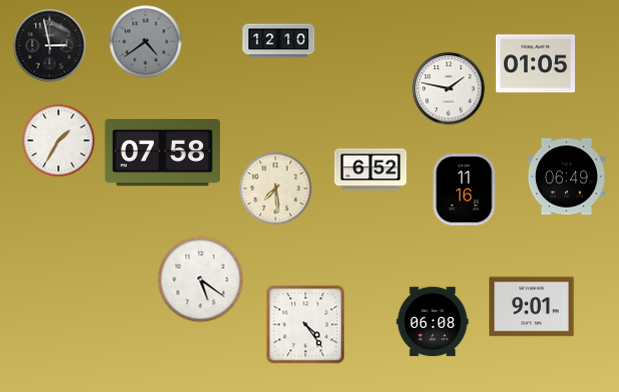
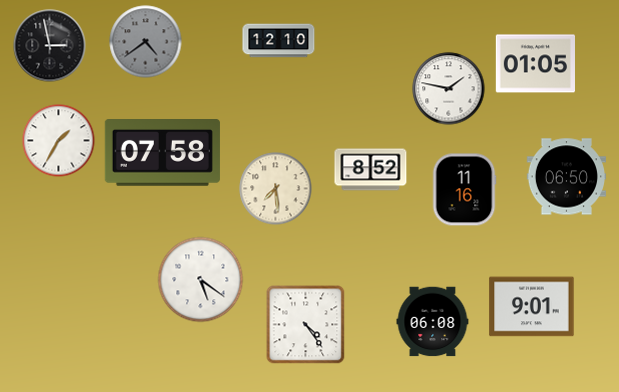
clock at (371, 170): 6:52 -> 8:52
clock at (566, 177): 06:49 -> 06:50
